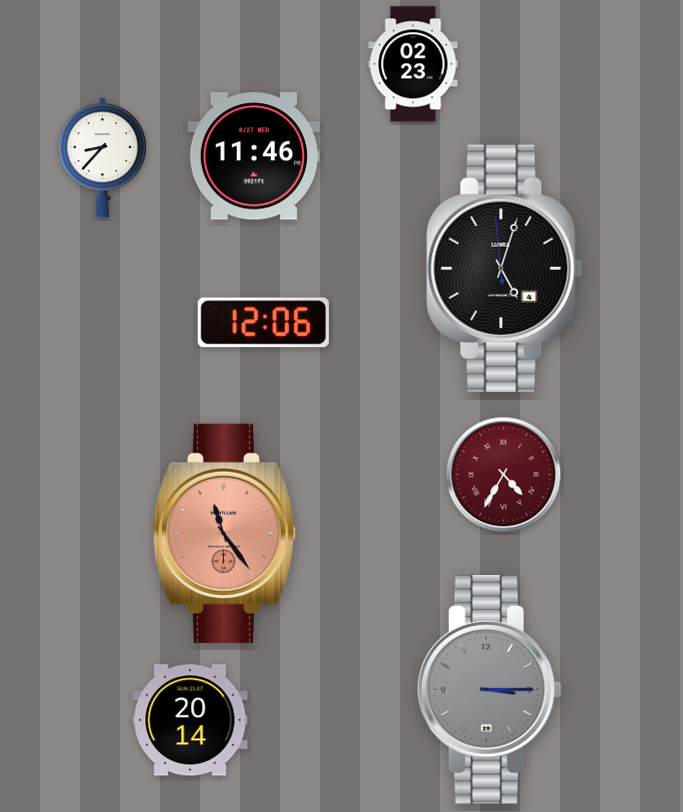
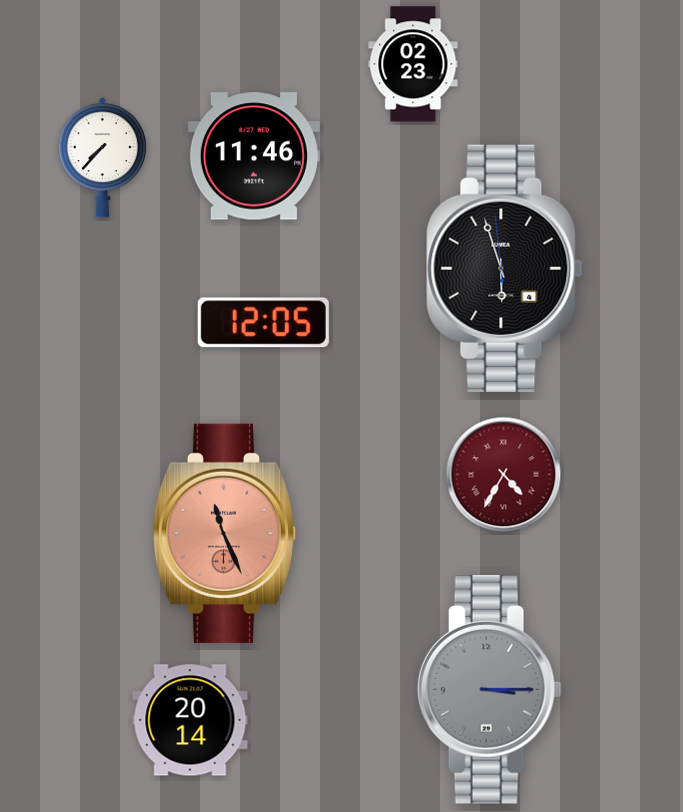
clock at (102, 158): 8:37 -> 7:37
clock at (505, 268): 5:02 -> 5:56
clock at (263, 323): 12:06 -> 12:05
clock at (224, 533): 11:24 -> 11:26
